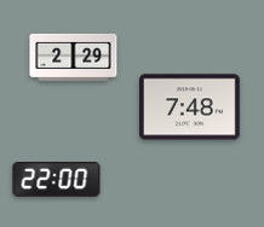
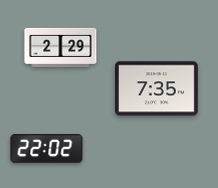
clock at (190, 107): 7:48 -> 7:35
clock at (57, 180): 22:00 -> 22:02
